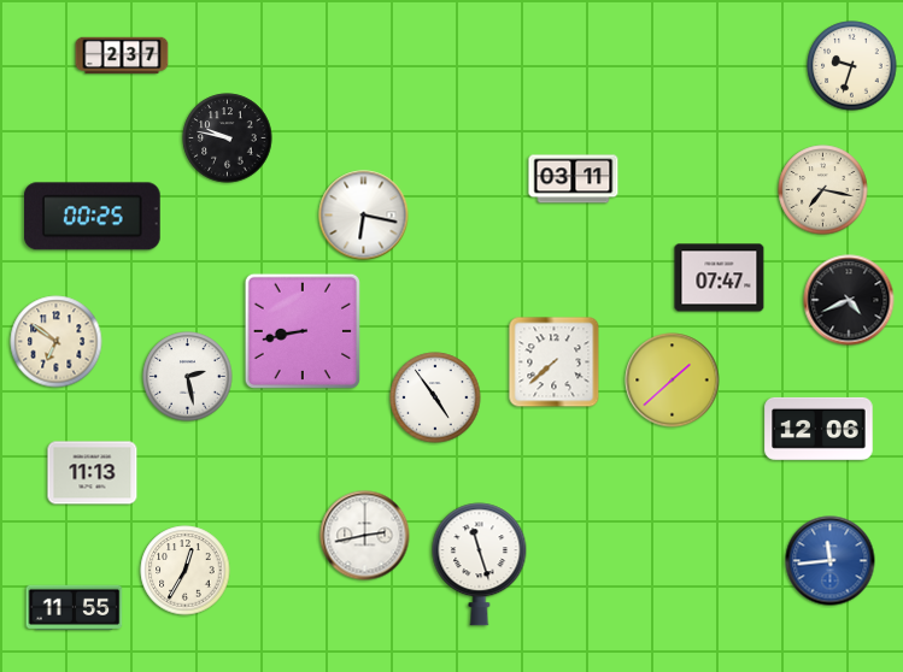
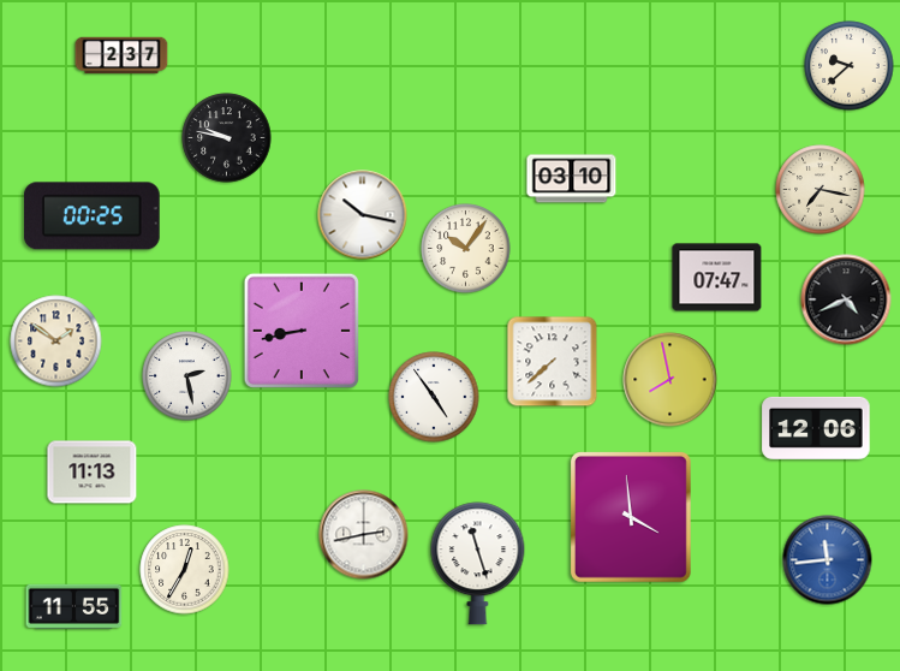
clock at (852, 66): 9:33 -> 9:38
clock at (574, 179): 03:11 -> 03:10
clock at (364, 216): 6:17 -> 10:17
clock at (466, 249): none -> 10:06
clock at (57, 342): 6:51 -> 1:51
clock at (673, 381): 1:38 -> 7:58
clock at (631, 518): none -> 3:59
